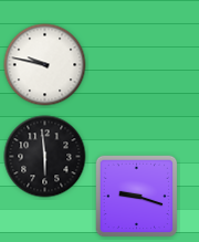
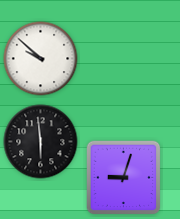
clock at (45, 65): 9:47 -> 9:52
clock at (137, 197): 9:18 -> 9:03
